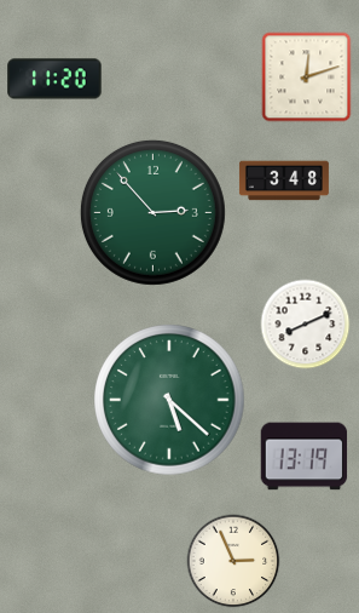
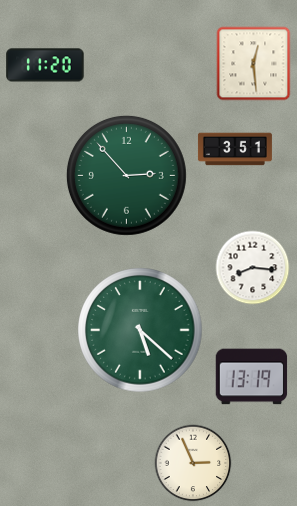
clock at (307, 78): 12:12 -> 12:29
clock at (284, 181): 3:48 -> 3:51
clock at (306, 325): 8:11 -> 8:16
